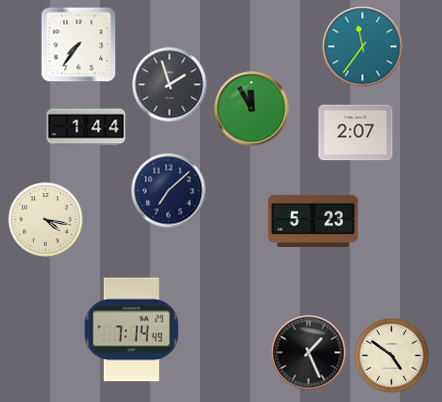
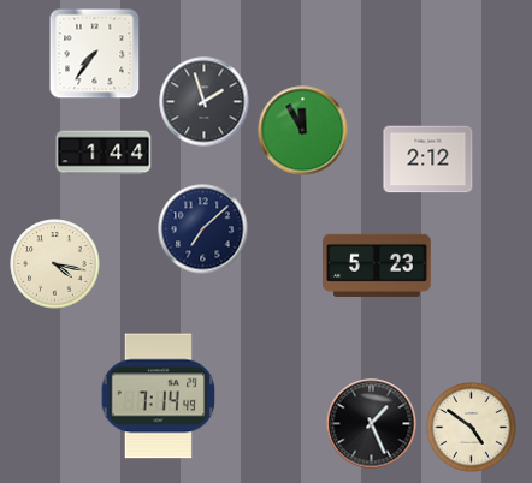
clock at (363, 47): 11:36 -> none
clock at (356, 133): 2:07 -> 2:12
